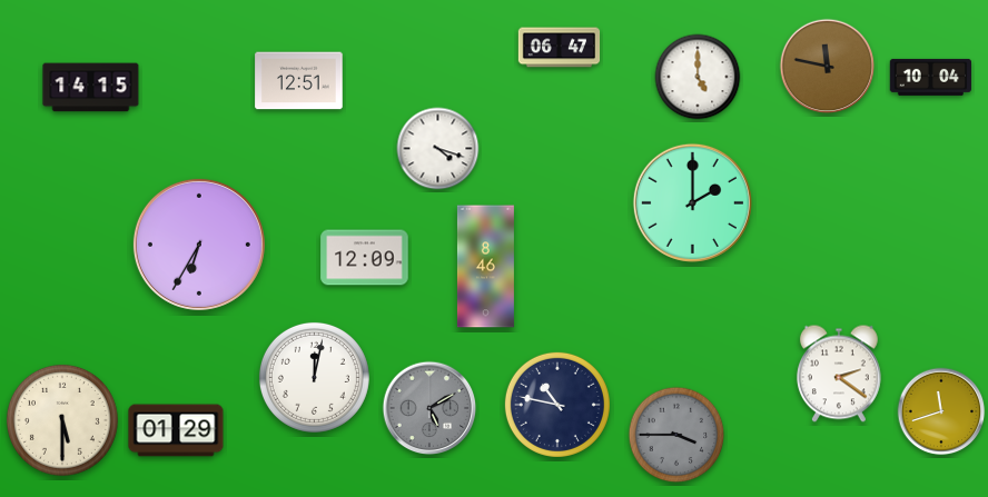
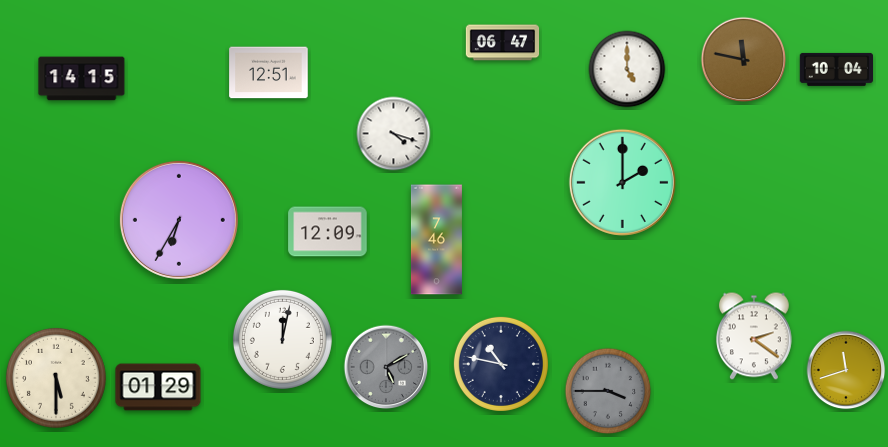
clock at (485, 267): 8:46 -> 7:46
